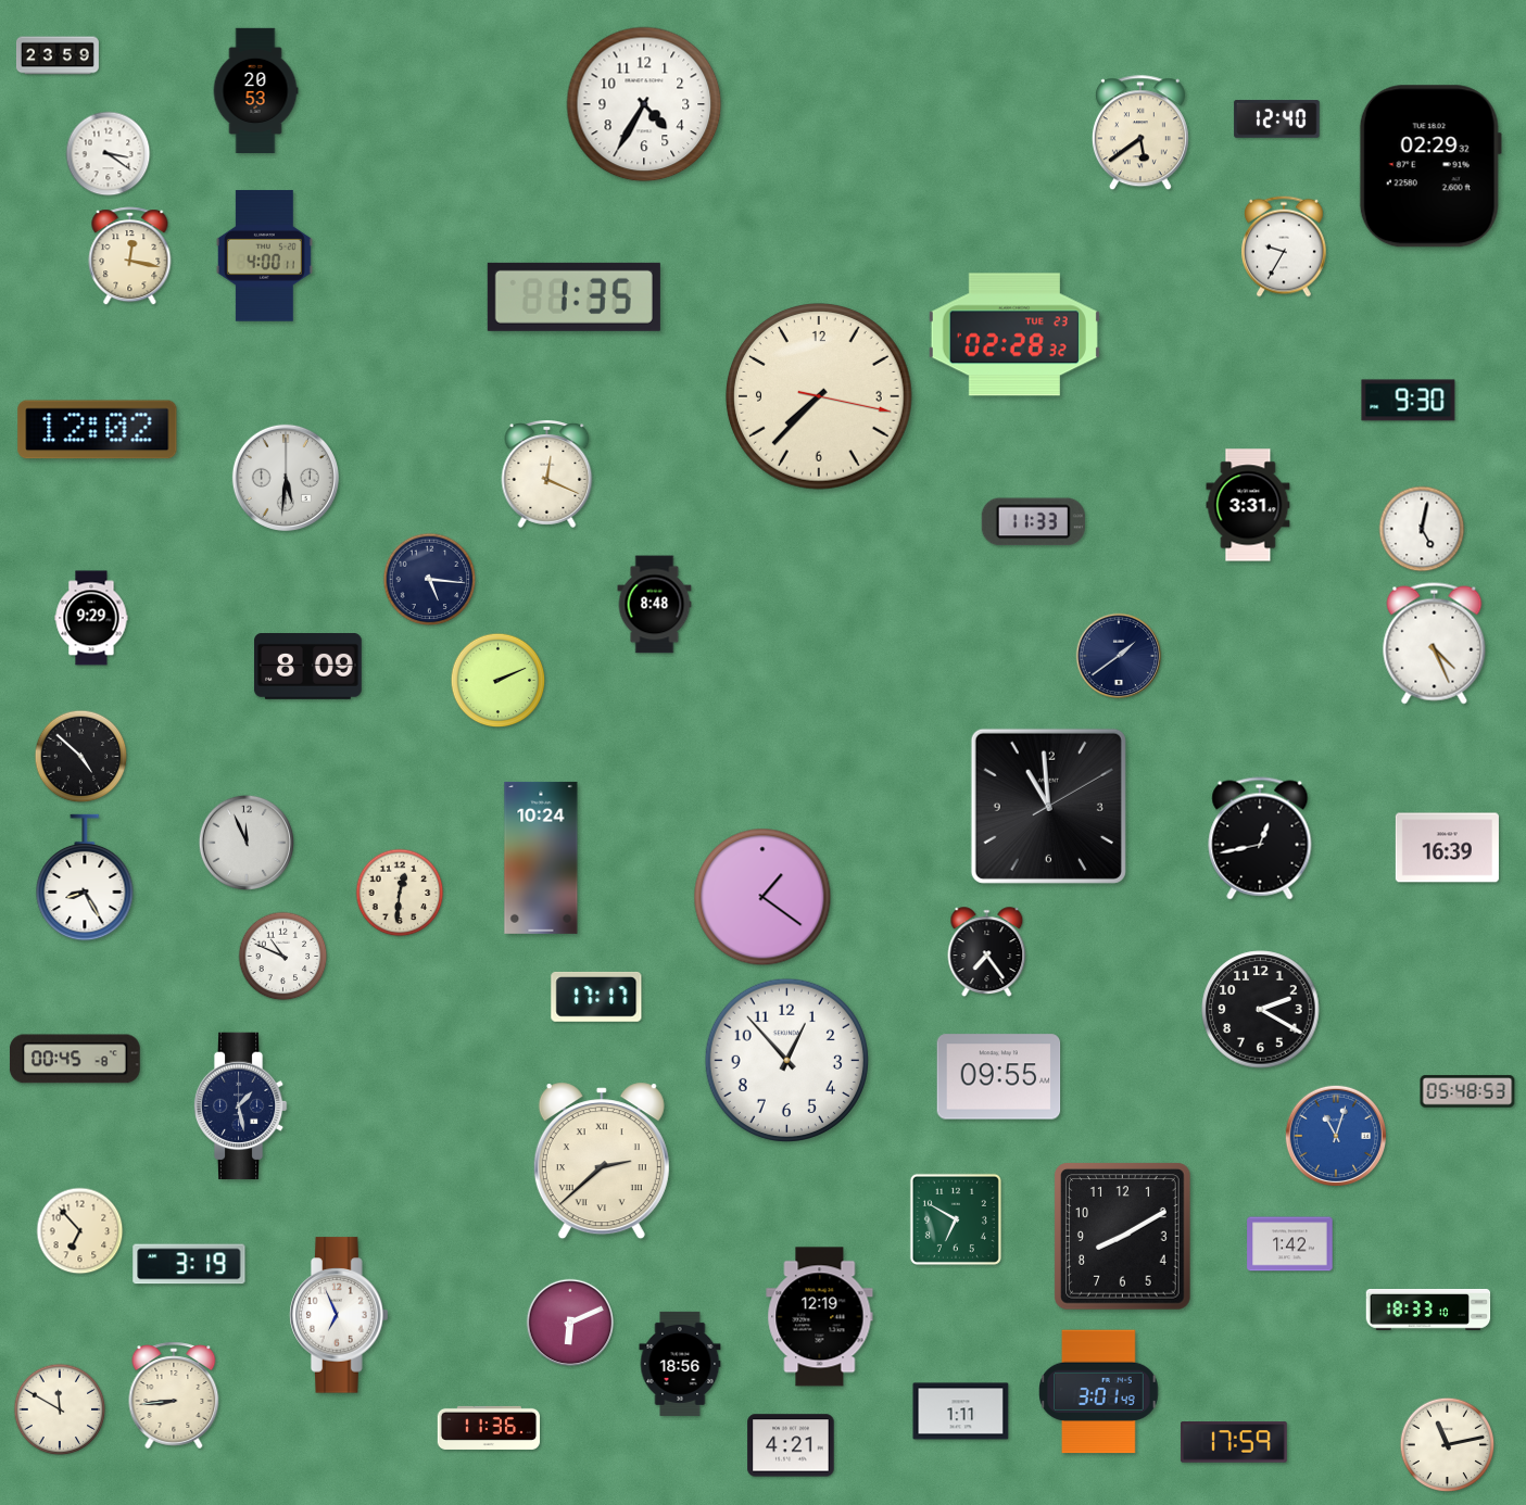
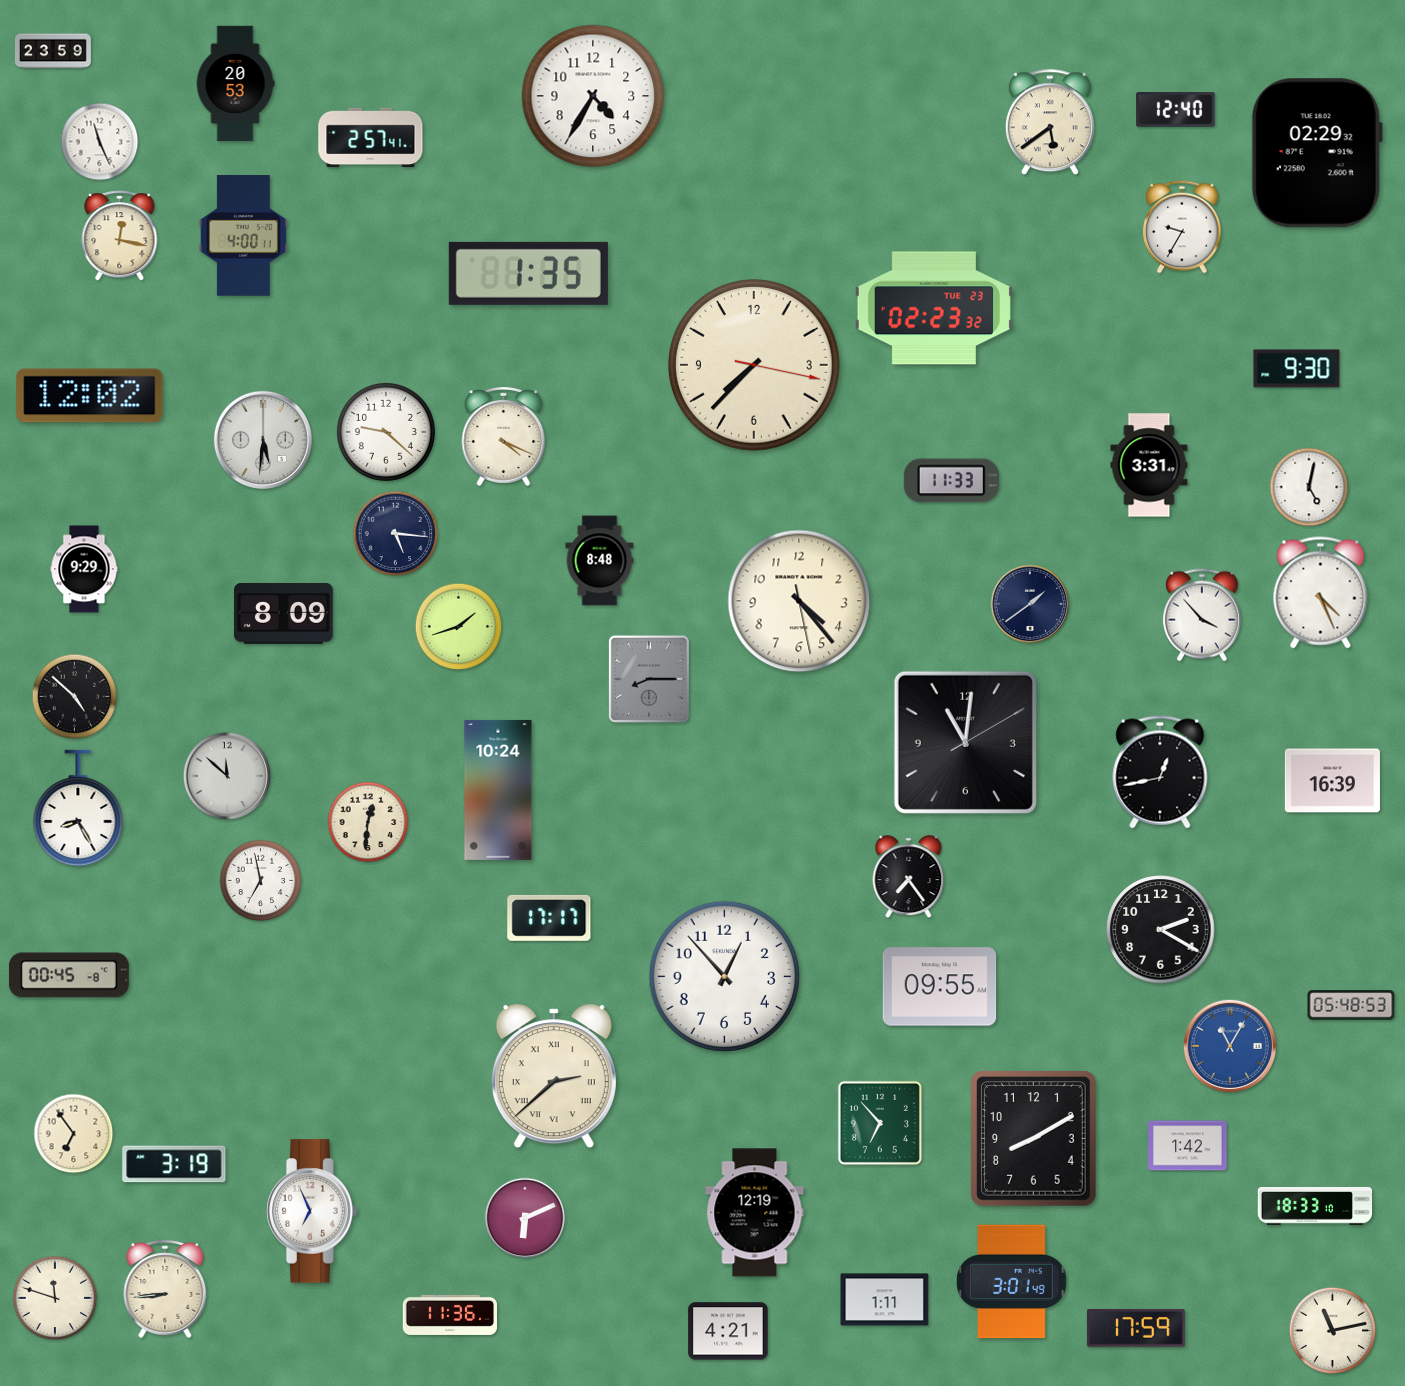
clock at (371, 138): none -> 2:57
clock at (109, 154): 3:21 -> 11:26
clock at (1014, 334): 02:28 -> 02:23
clock at (386, 432): none -> 9:22
clock at (547, 475): 12:19 -> 4:19
clock at (655, 605) position: (655, 605) -> (600, 561)
clock at (799, 601): none -> 4:23
clock at (1203, 615): none -> 3:53
clock at (499, 681): 2:11 -> 1:42
clock at (649, 679): none -> 8:15
clock at (1048, 806): 10:59 -> 11:01
clock at (247, 843): 11:56 -> 11:52
clock at (762, 897): 1:21 -> none
clock at (283, 957): 10:49 -> 6:58
clock at (999, 1077) position: (999, 1077) -> (940, 987)
clock at (240, 1106): 1:28 -> none
clock at (1335, 1135): 11:03 -> 11:05
clock at (602, 1161) position: (602, 1161) -> (554, 1076)
clock at (956, 1219): 6:50 -> 6:53
clock at (80, 1231): 6:53 -> 6:54
clock at (680, 1364): 18:56 -> none
clock at (174, 1395) position: (174, 1395) -> (165, 1289)
clock at (60, 1409): 11:50 -> 11:48
